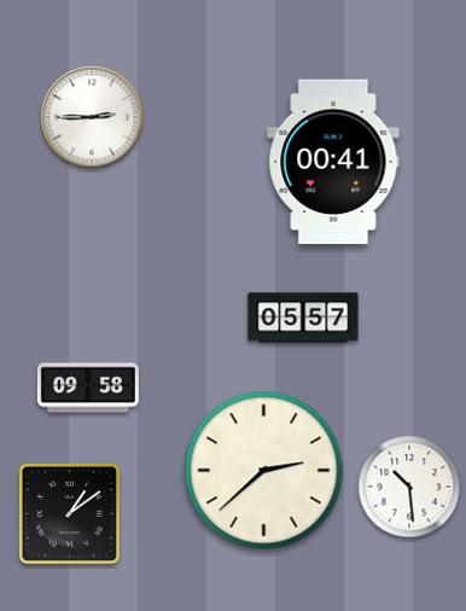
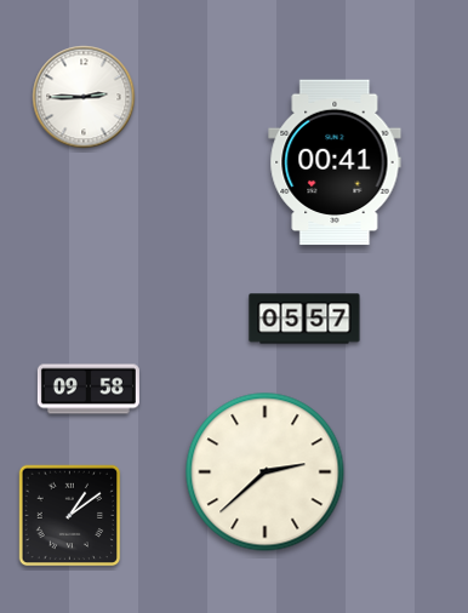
clock at (92, 117) position: (92, 117) -> (84, 97)
clock at (409, 487): 10:29 -> none
